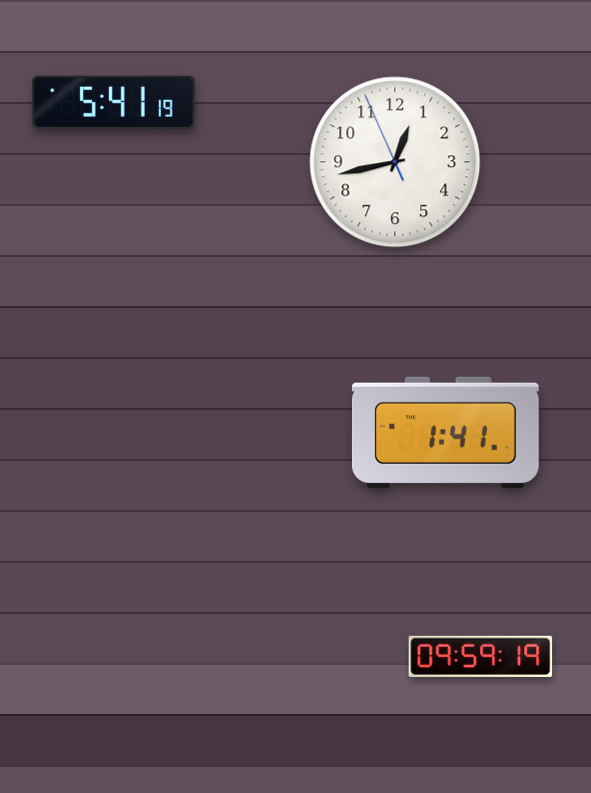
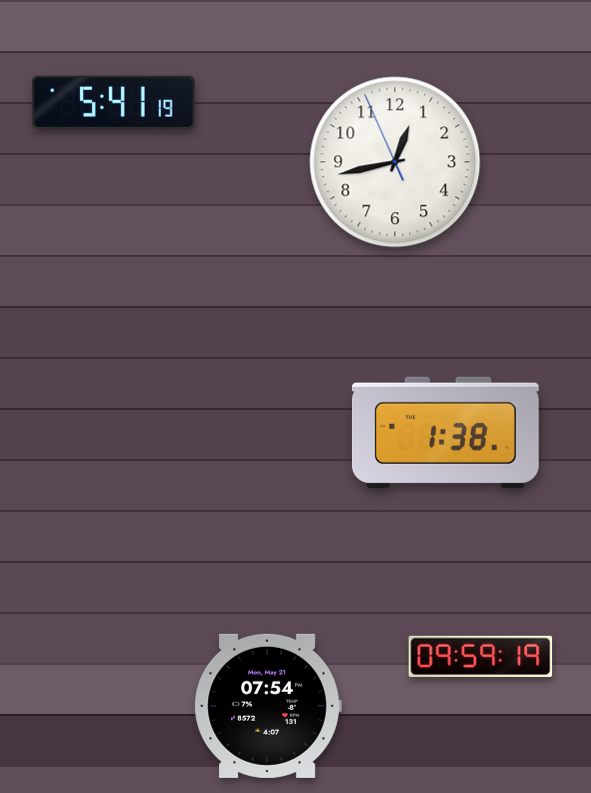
clock at (445, 432): 1:41 -> 1:38
clock at (268, 706): none -> 07:54
